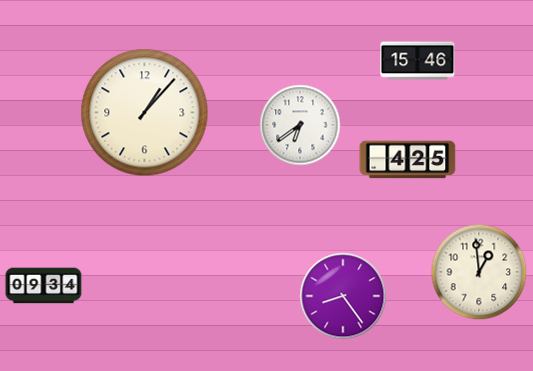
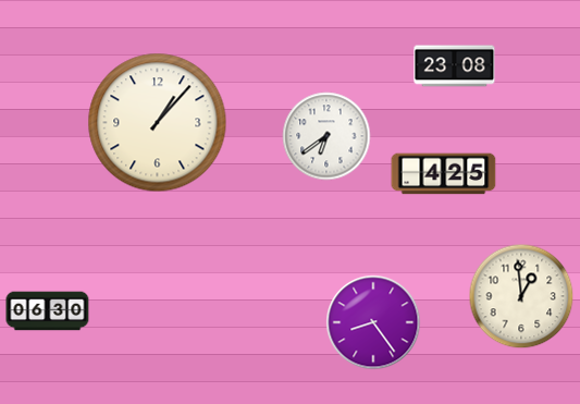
clock at (418, 61): 15:46 -> 23:08
clock at (44, 286): 09:34 -> 06:30
